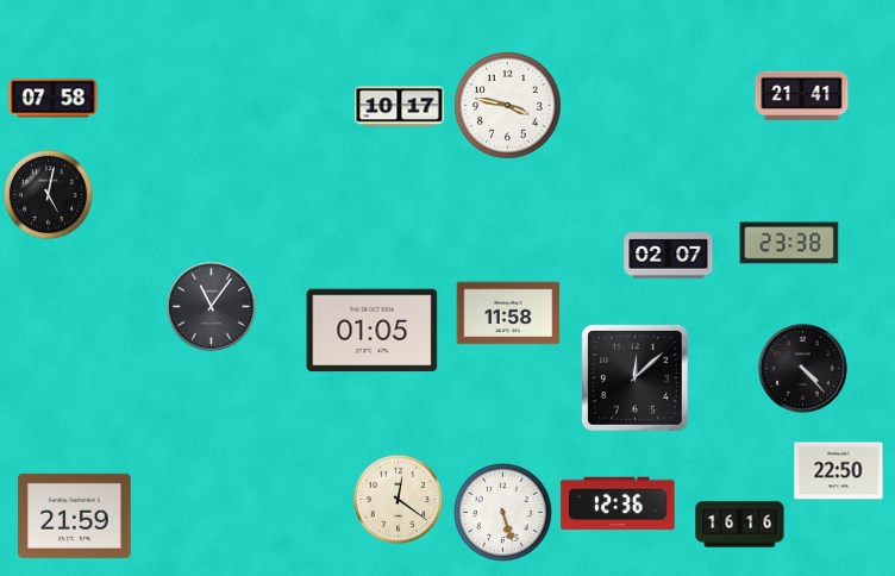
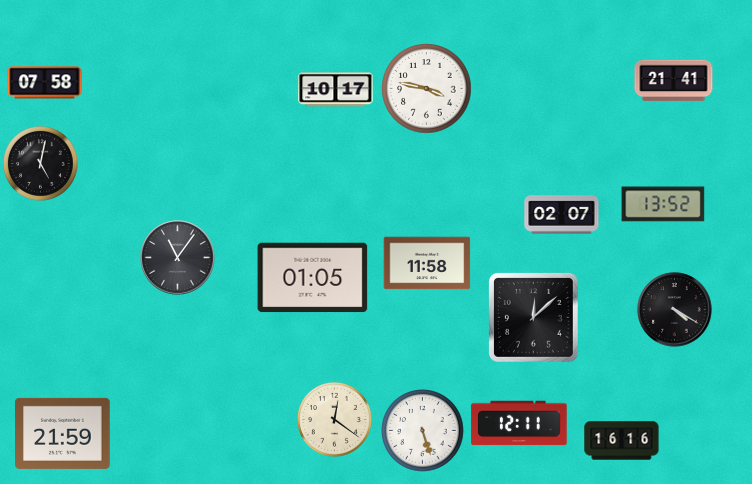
clock at (789, 243): 23:38 -> 13:52
clock at (803, 369): 4:23 -> 4:20
clock at (839, 471): 22:50 -> none
clock at (618, 503): 12:36 -> 12:11
